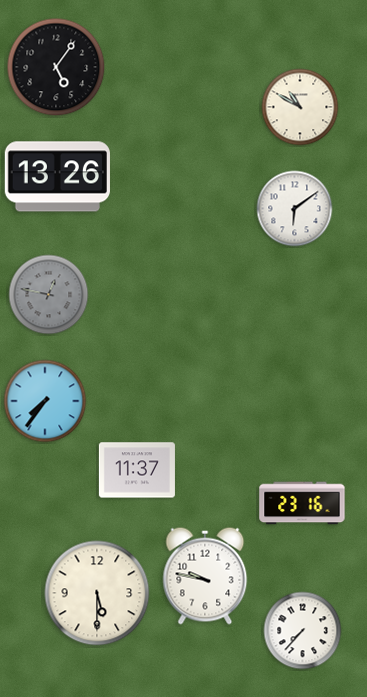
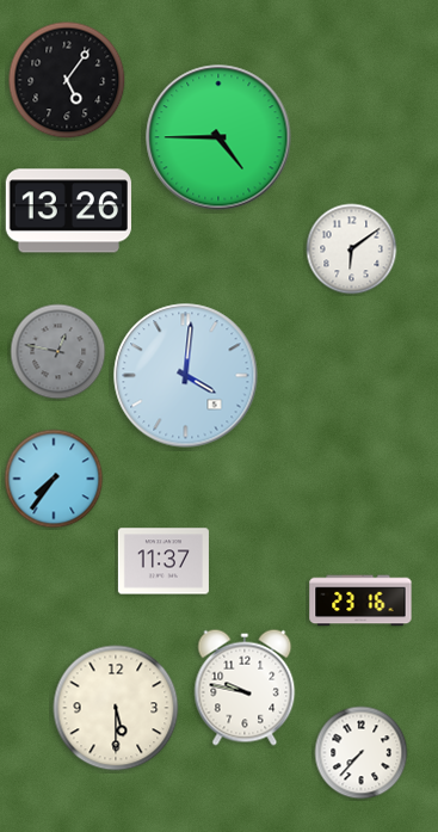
clock at (300, 107): 10:50 -> none
clock at (218, 137): none -> 4:45
clock at (186, 376): none -> 4:01
